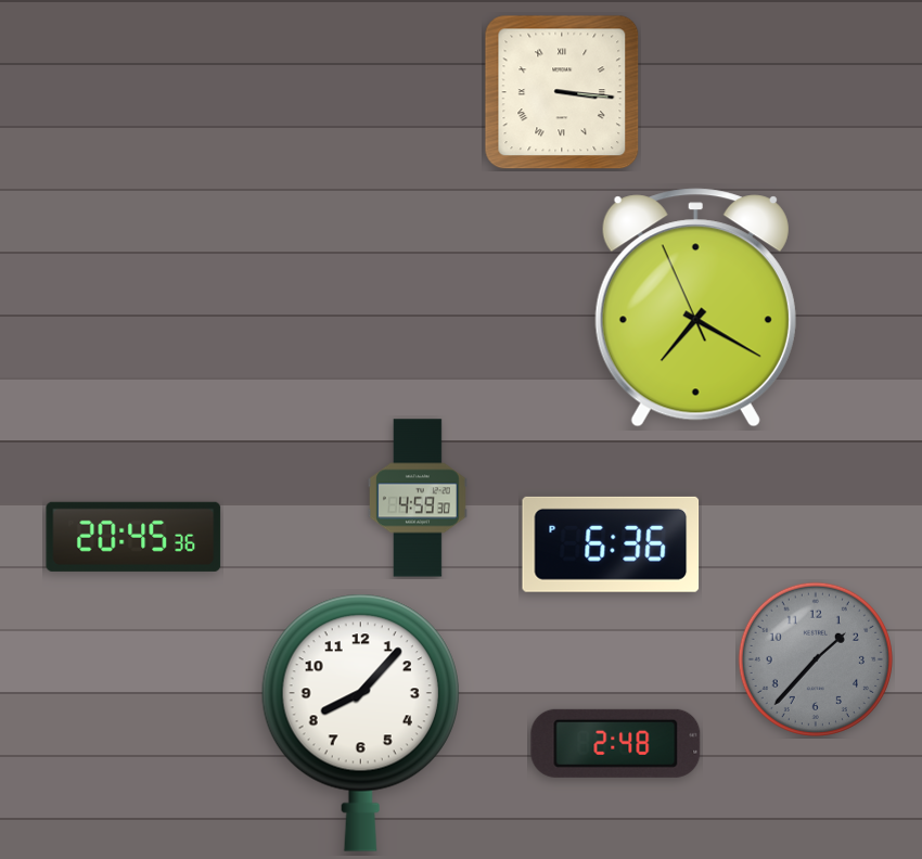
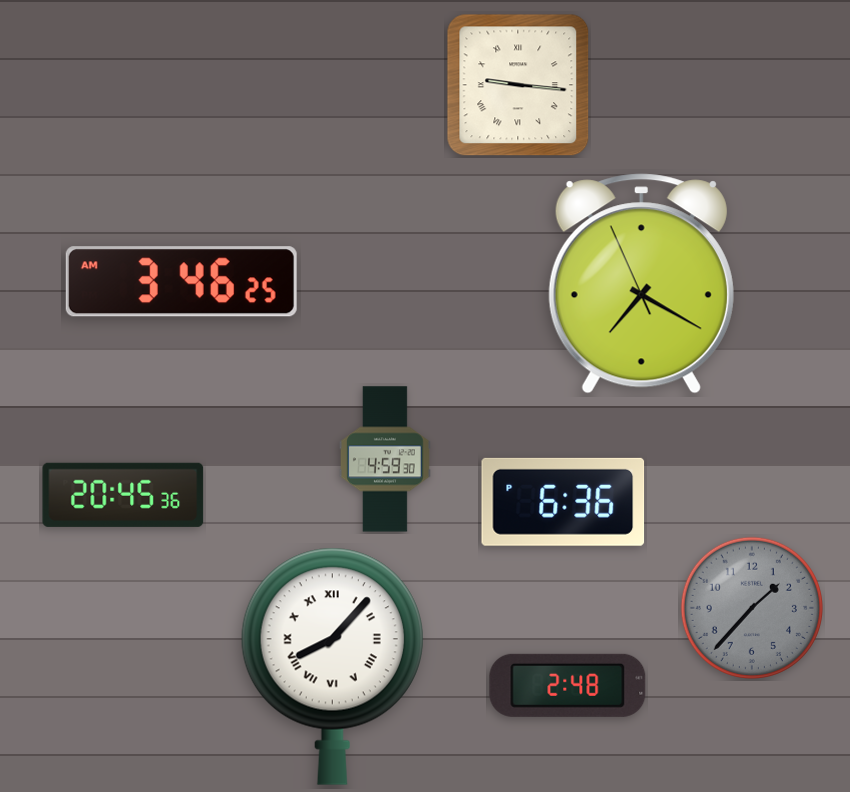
clock at (562, 92): 3:16 -> 9:16
clock at (181, 282): none -> 3:46
clock at (360, 722) numerals: Arabic -> Roman
